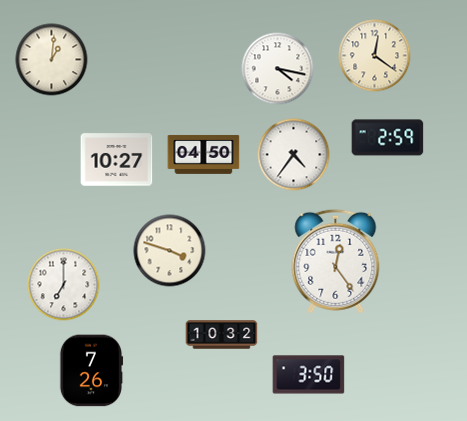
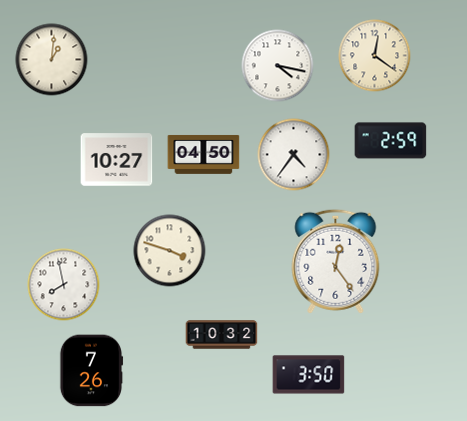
clock at (278, 69) position: (278, 69) -> (278, 66)
clock at (388, 138) position: (388, 138) -> (391, 141)
clock at (64, 285): 7:00 -> 7:58
